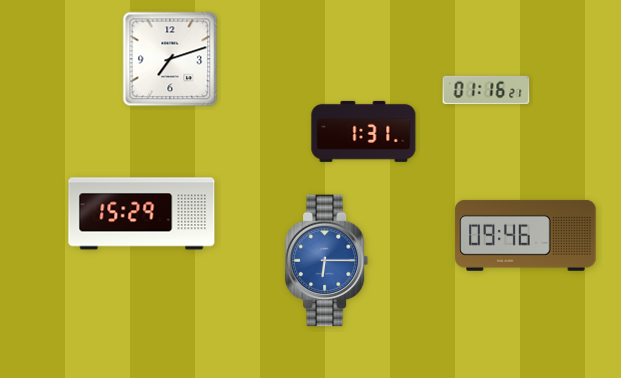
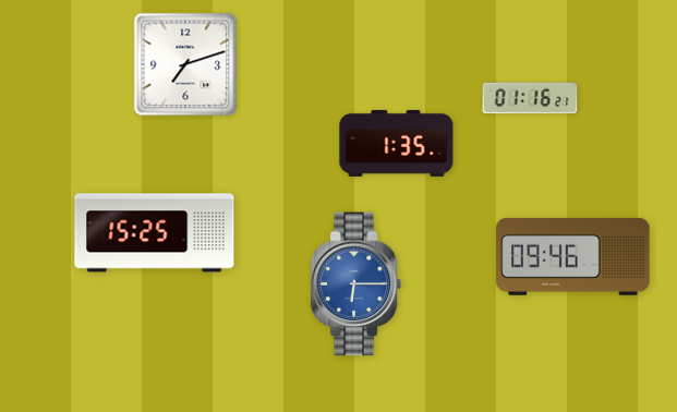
clock at (364, 131): 1:31 -> 1:35
clock at (142, 214): 15:29 -> 15:25
